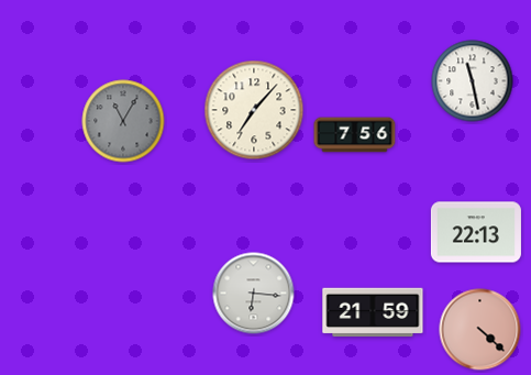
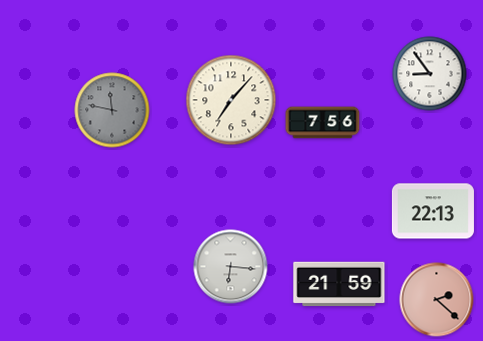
clock at (473, 81): 11:28 -> 8:54
clock at (123, 121): 11:05 -> 11:47
clock at (480, 330): 4:22 -> 2:22
